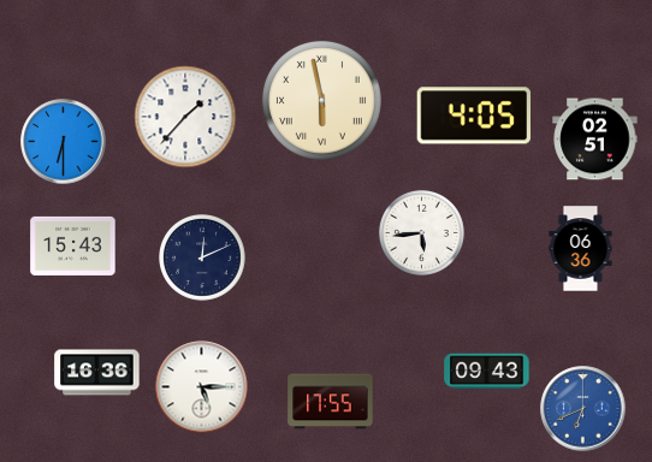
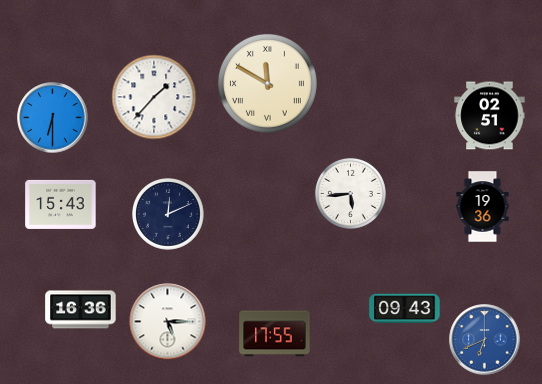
clock at (321, 100): 5:58 -> 11:50
clock at (474, 115): 4:05 -> none
clock at (595, 140) position: (595, 140) -> (490, 116)
clock at (581, 249): 06:36 -> 19:36
